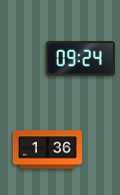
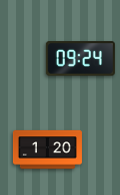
clock at (47, 150): 1:36 -> 1:20
